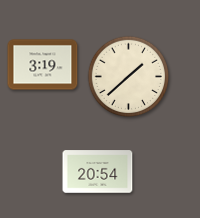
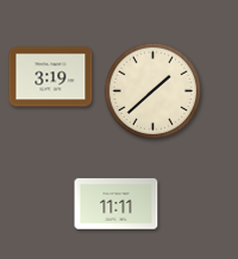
clock at (98, 172): 20:54 -> 11:11
